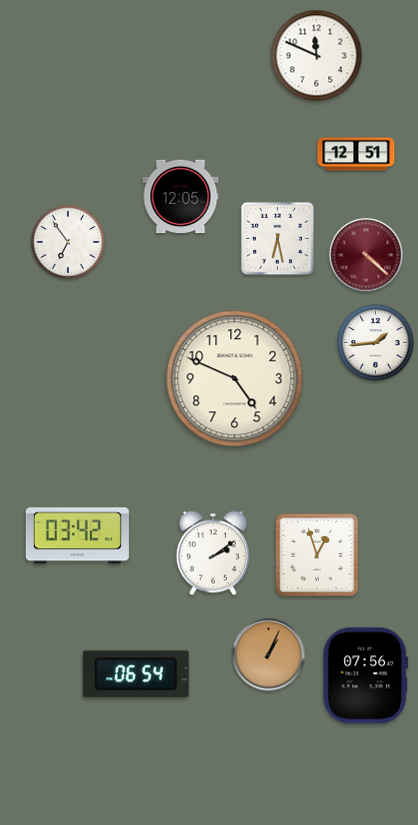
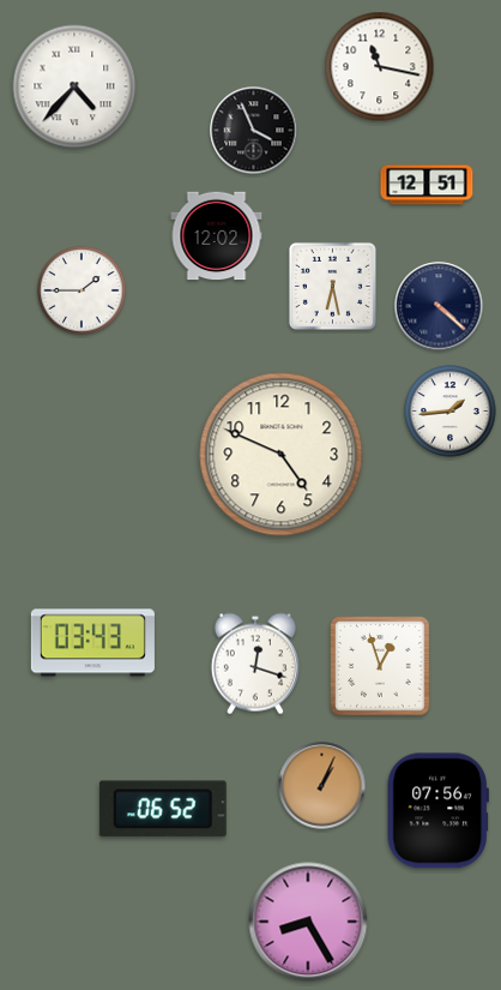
clock at (317, 56): 11:49 -> 11:17
clock at (74, 86): none -> 4:37
clock at (254, 131): none -> 3:56
clock at (181, 197): 12:05 -> 12:02
clock at (68, 242): 6:54 -> 1:45
clock at (366, 255) dial: burgundy -> navy
clock at (77, 536): 03:42 -> 03:43
clock at (213, 553): 2:09 -> 12:18
clock at (136, 674): 06:54 -> 06:52
clock at (308, 922): none -> 8:25
